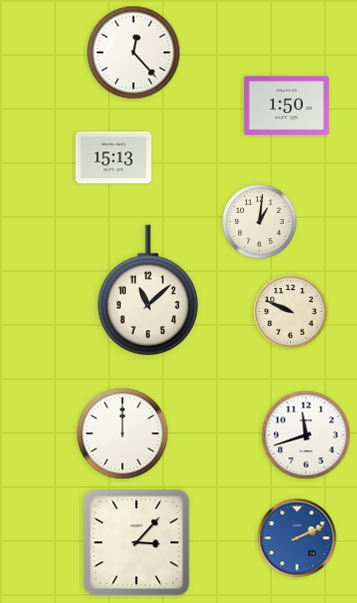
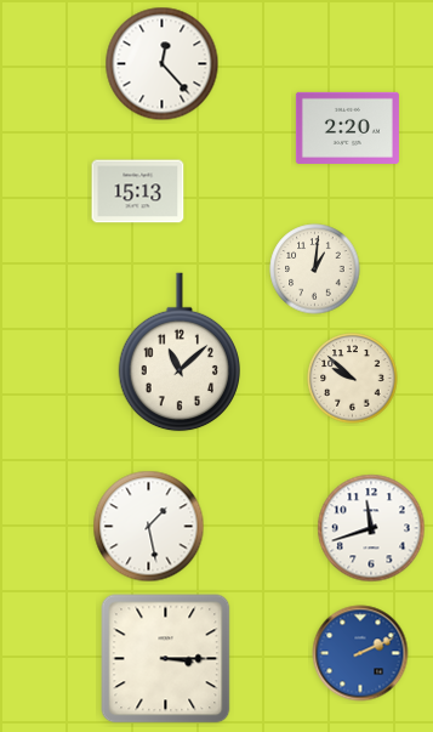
clock at (286, 105): 1:50 -> 2:20
clock at (291, 312): 9:49 -> 9:52
clock at (123, 434): 12:00 -> 1:28
clock at (137, 543): 3:07 -> 3:15
